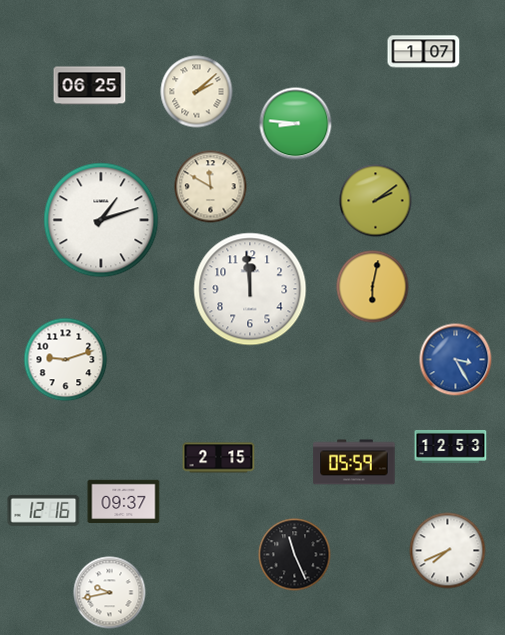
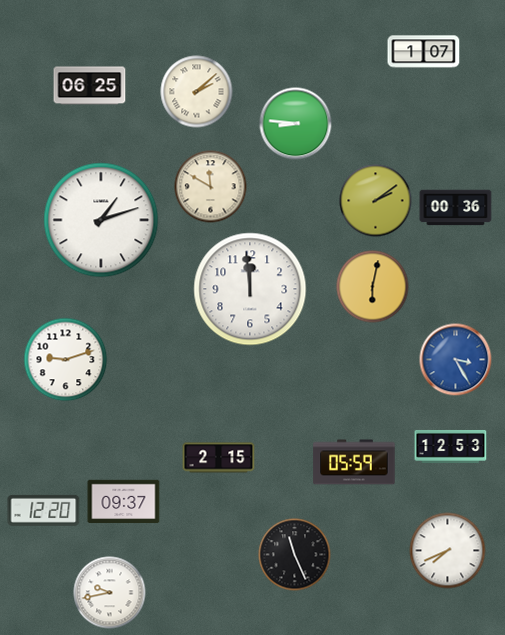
clock at (456, 208): none -> 00:36
clock at (44, 510): 12:16 -> 12:20
